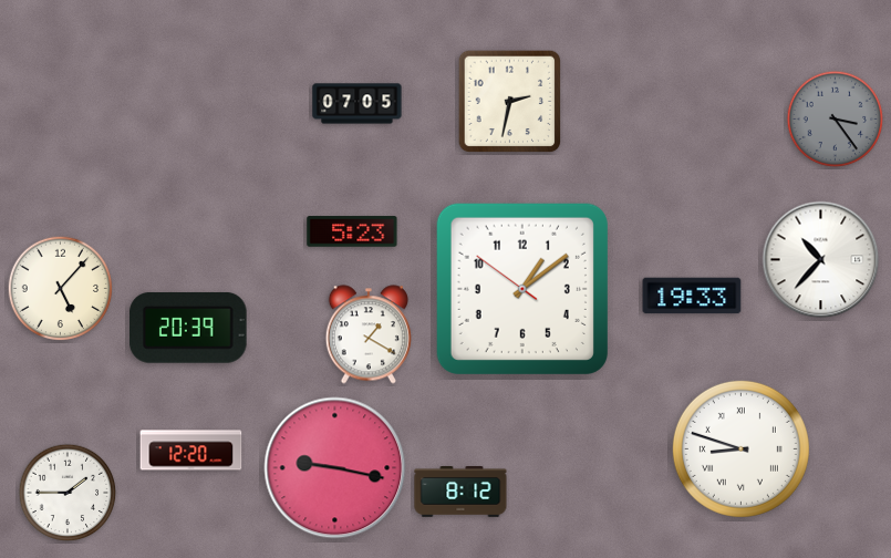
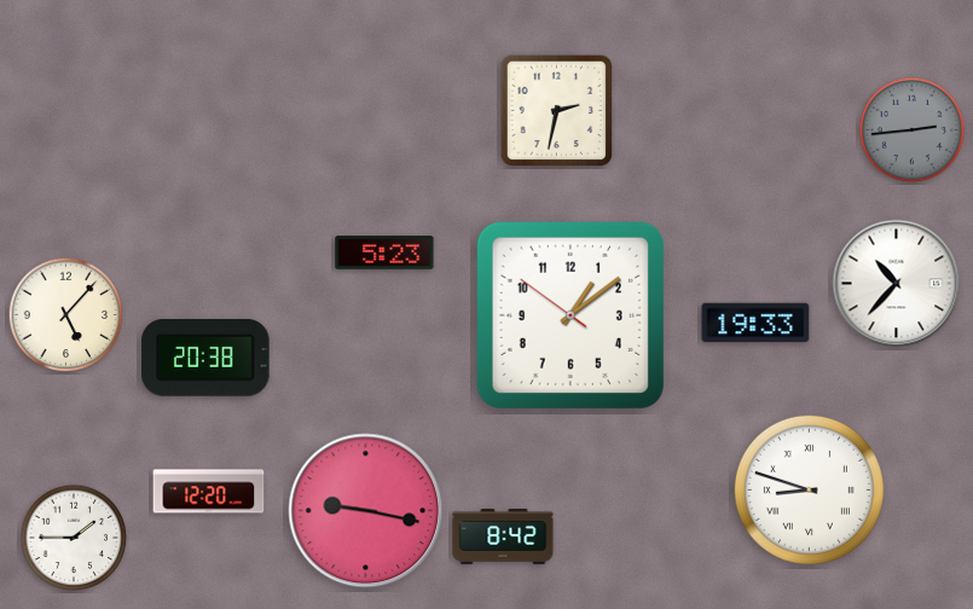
clock at (358, 104): 07:05 -> none
clock at (836, 120): 3:24 -> 2:44
clock at (188, 328): 20:39 -> 20:38
clock at (369, 334): 1:20 -> none
clock at (460, 493): 8:12 -> 8:42
